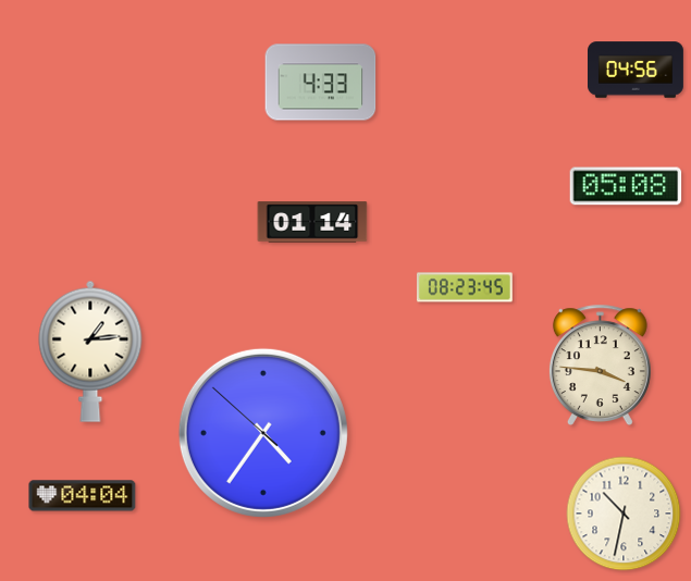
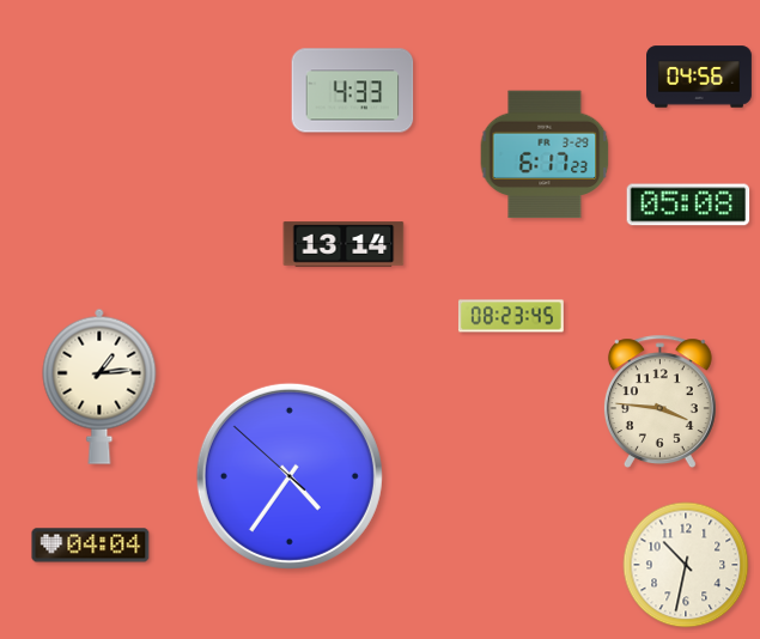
clock at (545, 154): none -> 6:17
clock at (312, 222): 01:14 -> 13:14
